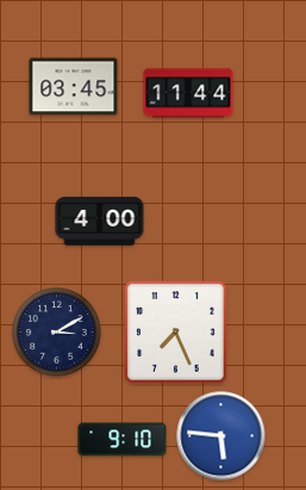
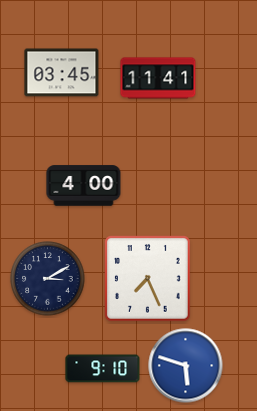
clock at (188, 93): 11:44 -> 11:41
clock at (221, 436): 5:46 -> 5:48
